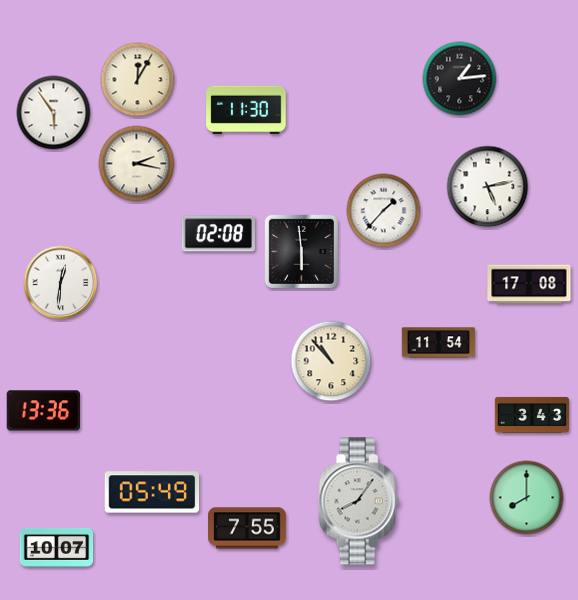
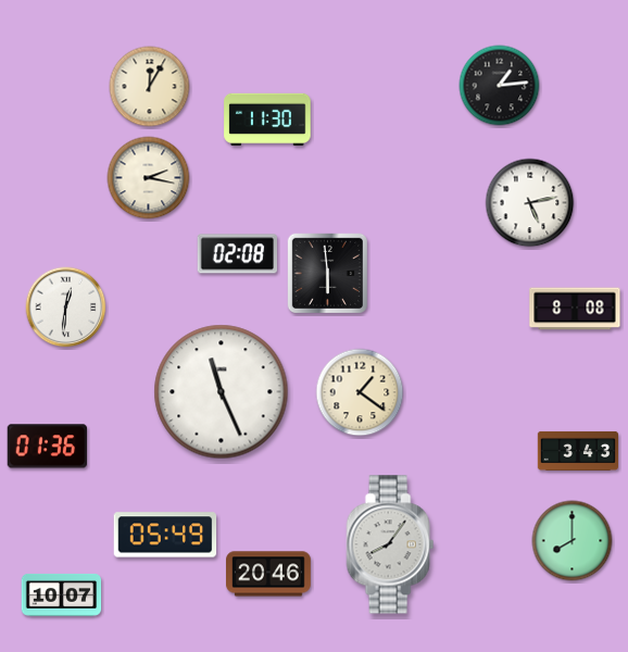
clock at (54, 113): 5:54 -> none
clock at (384, 211): 1:37 -> none
clock at (529, 284): 17:08 -> 8:08
clock at (439, 343): 11:54 -> none
clock at (222, 392): none -> 11:26
clock at (331, 361): 10:53 -> 1:21
clock at (43, 411): 13:36 -> 01:36
clock at (248, 528): 7:55 -> 20:46
